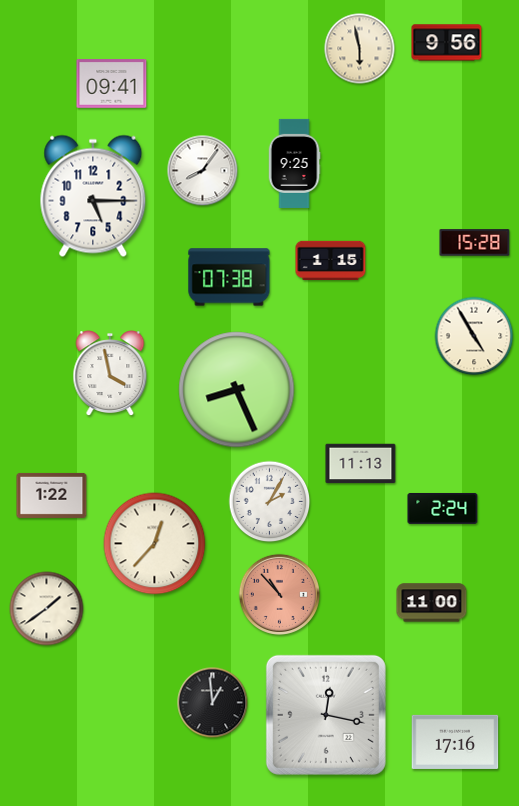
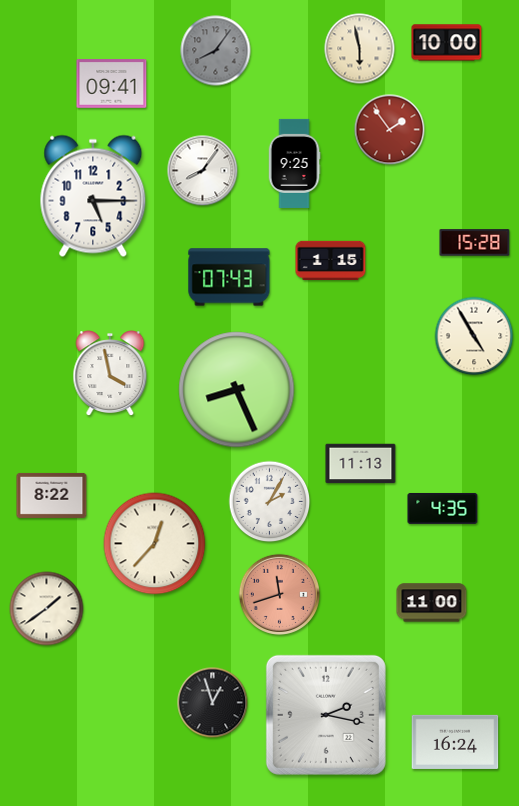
clock at (447, 43): 9:56 -> 10:00
clock at (216, 51): none -> 8:06
clock at (390, 130): none -> 1:54
clock at (229, 277): 07:38 -> 07:43
clock at (52, 495): 1:22 -> 8:22
clock at (443, 508): 2:24 -> 4:35
clock at (279, 594): 10:53 -> 11:42
clock at (213, 703): 12:59 -> 12:57
clock at (326, 715): 12:17 -> 2:17
clock at (455, 742): 17:16 -> 16:24
